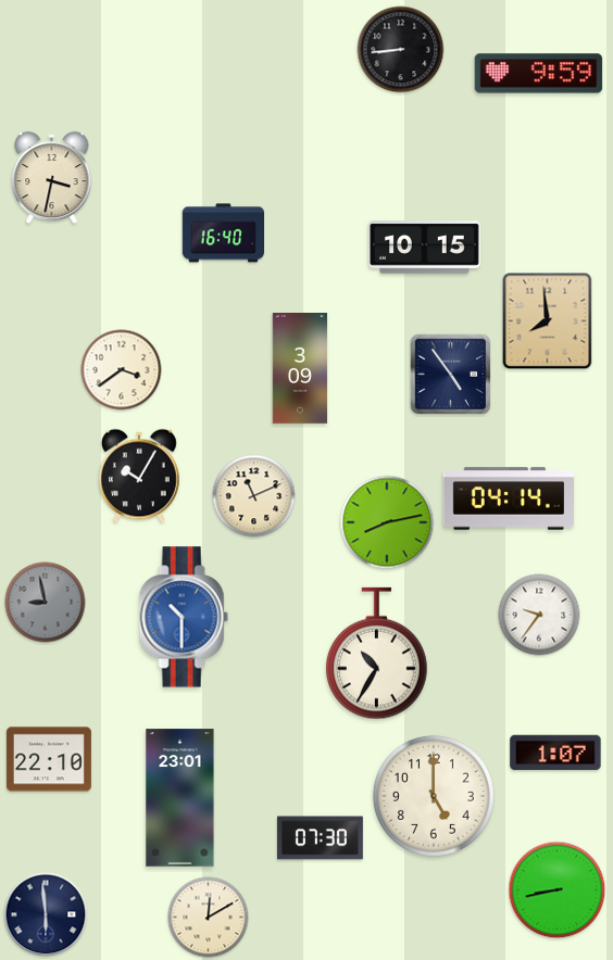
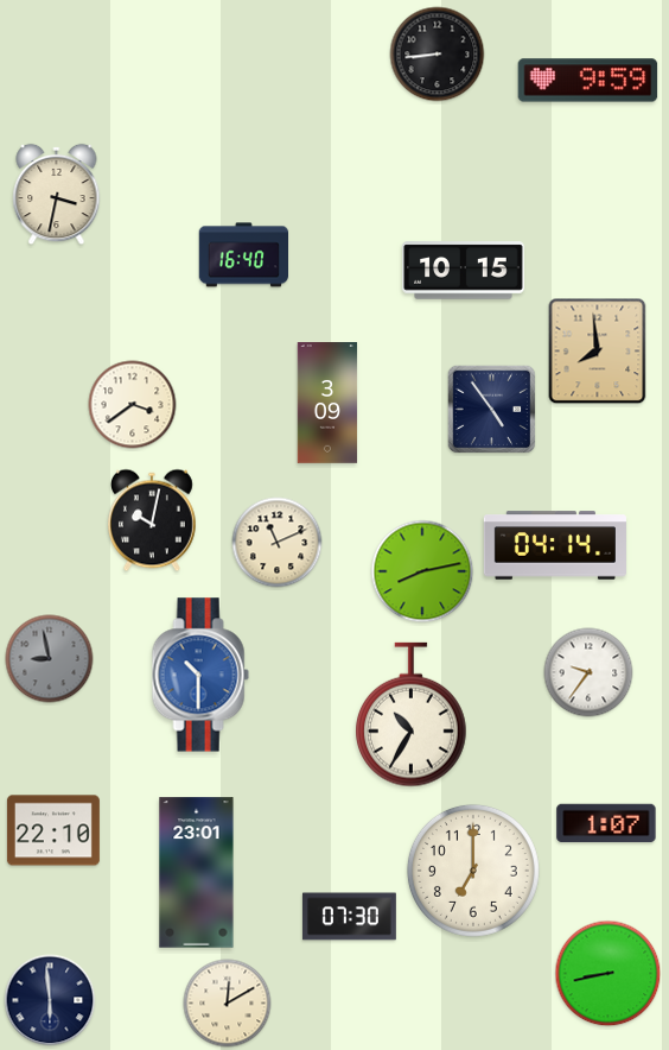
clock at (140, 476): 10:05 -> 10:02
clock at (434, 796): 5:00 -> 7:00
